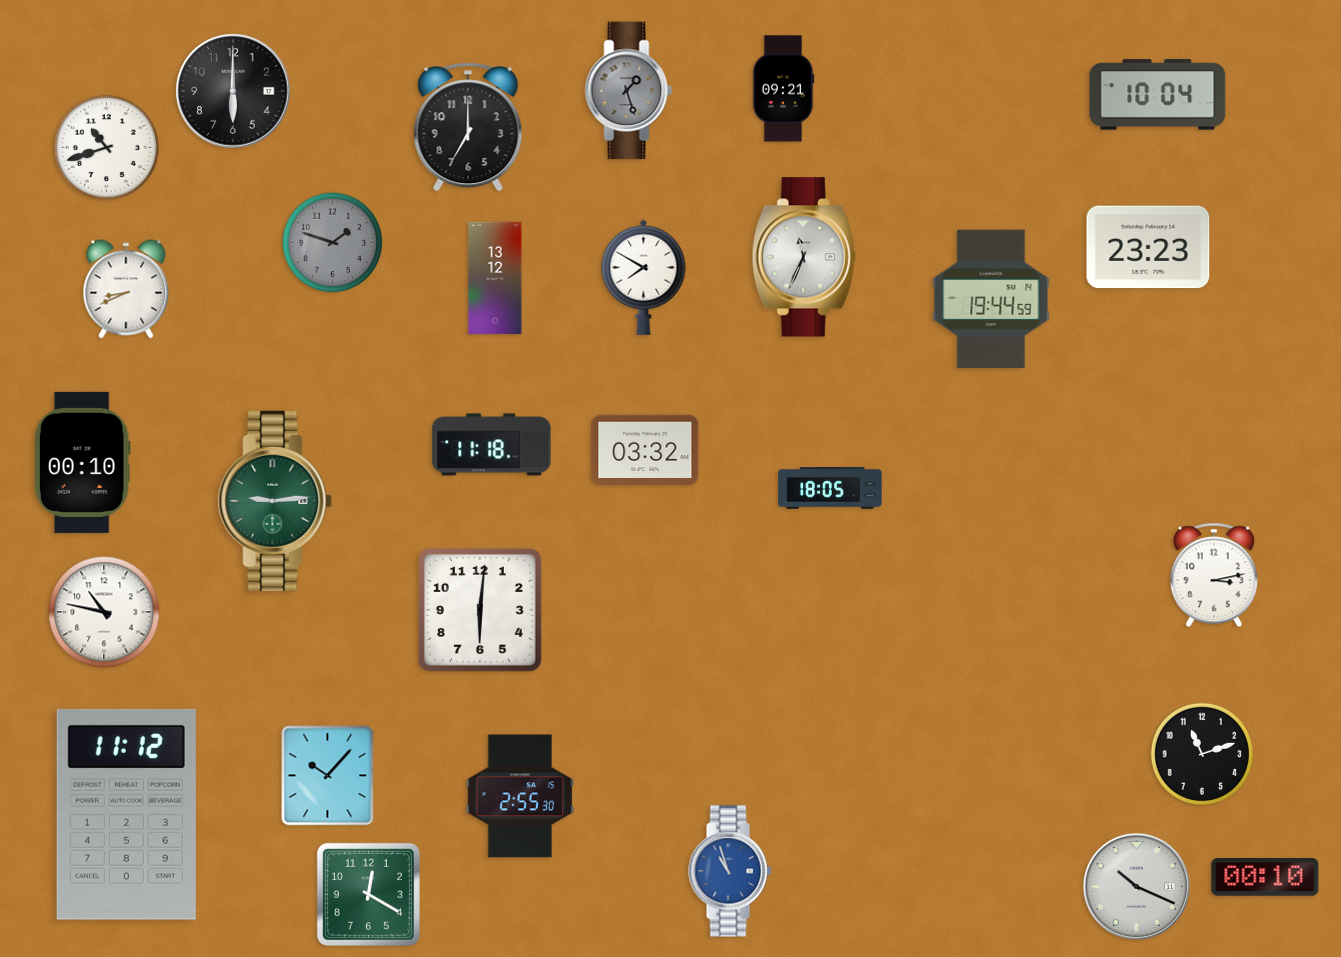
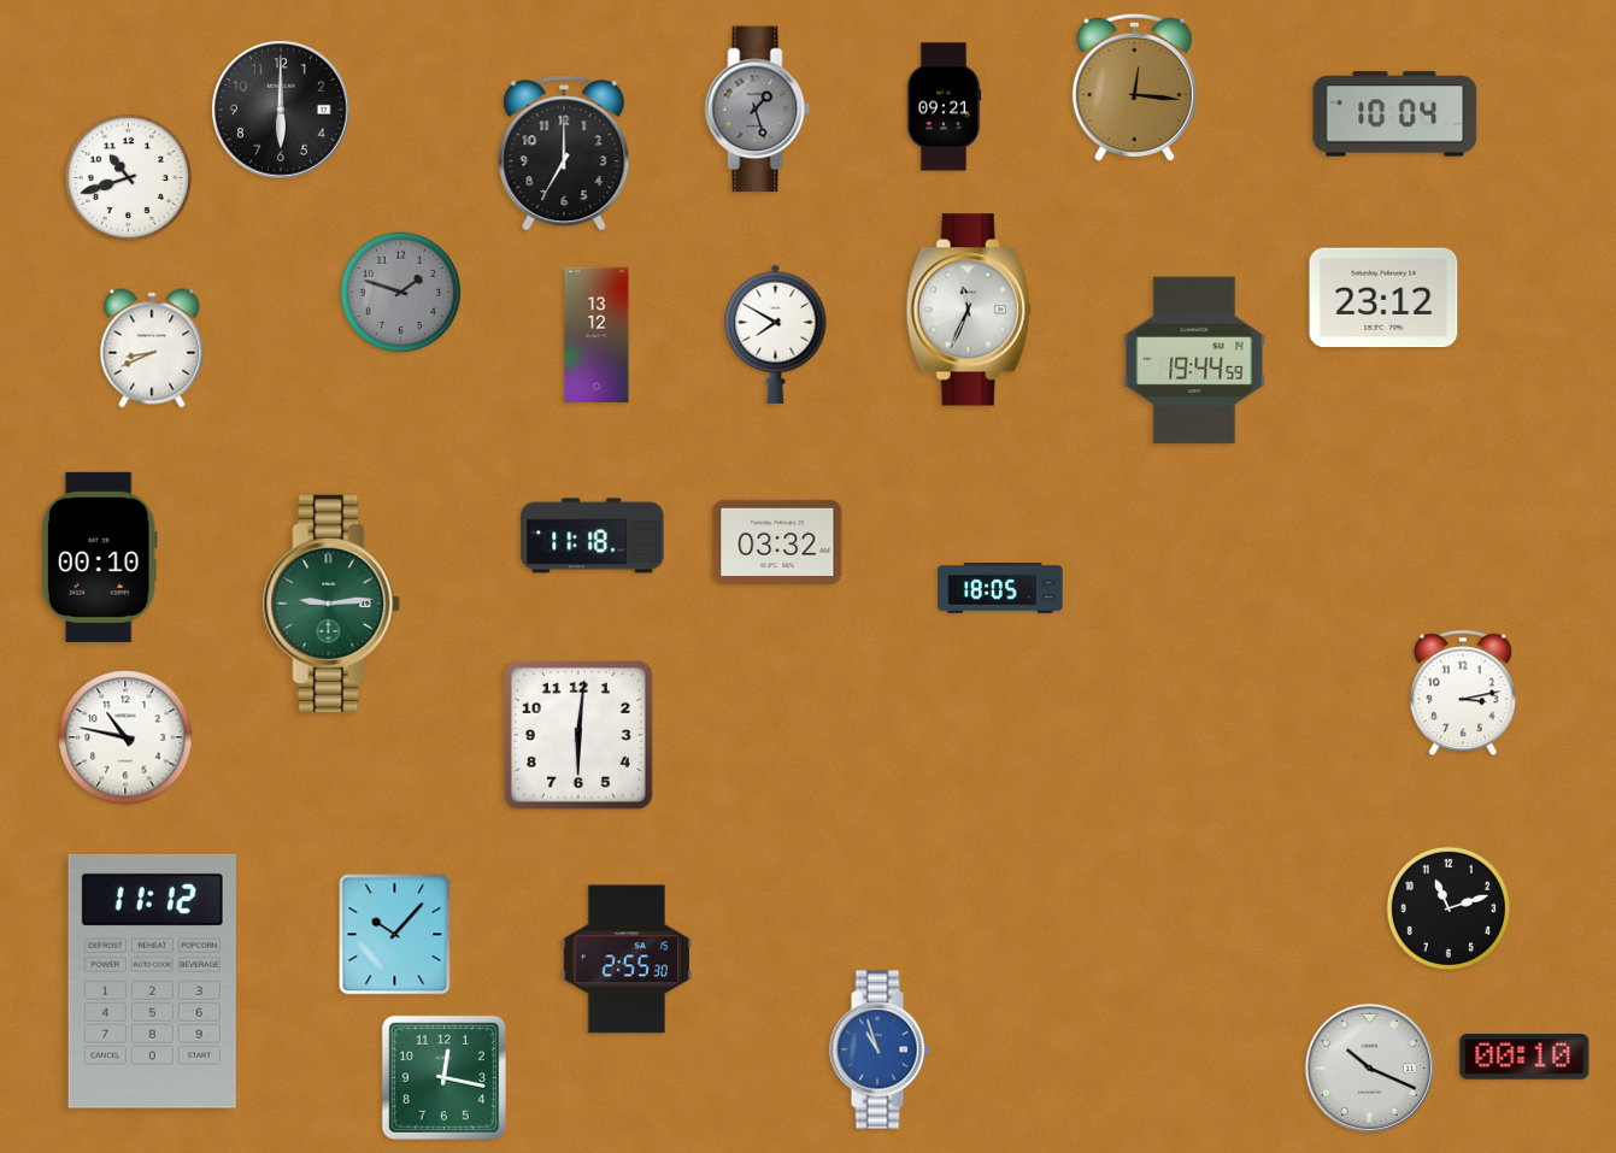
clock at (1134, 87): none -> 12:16
clock at (1148, 247): 23:23 -> 23:12
clock at (368, 894): 12:20 -> 12:17
